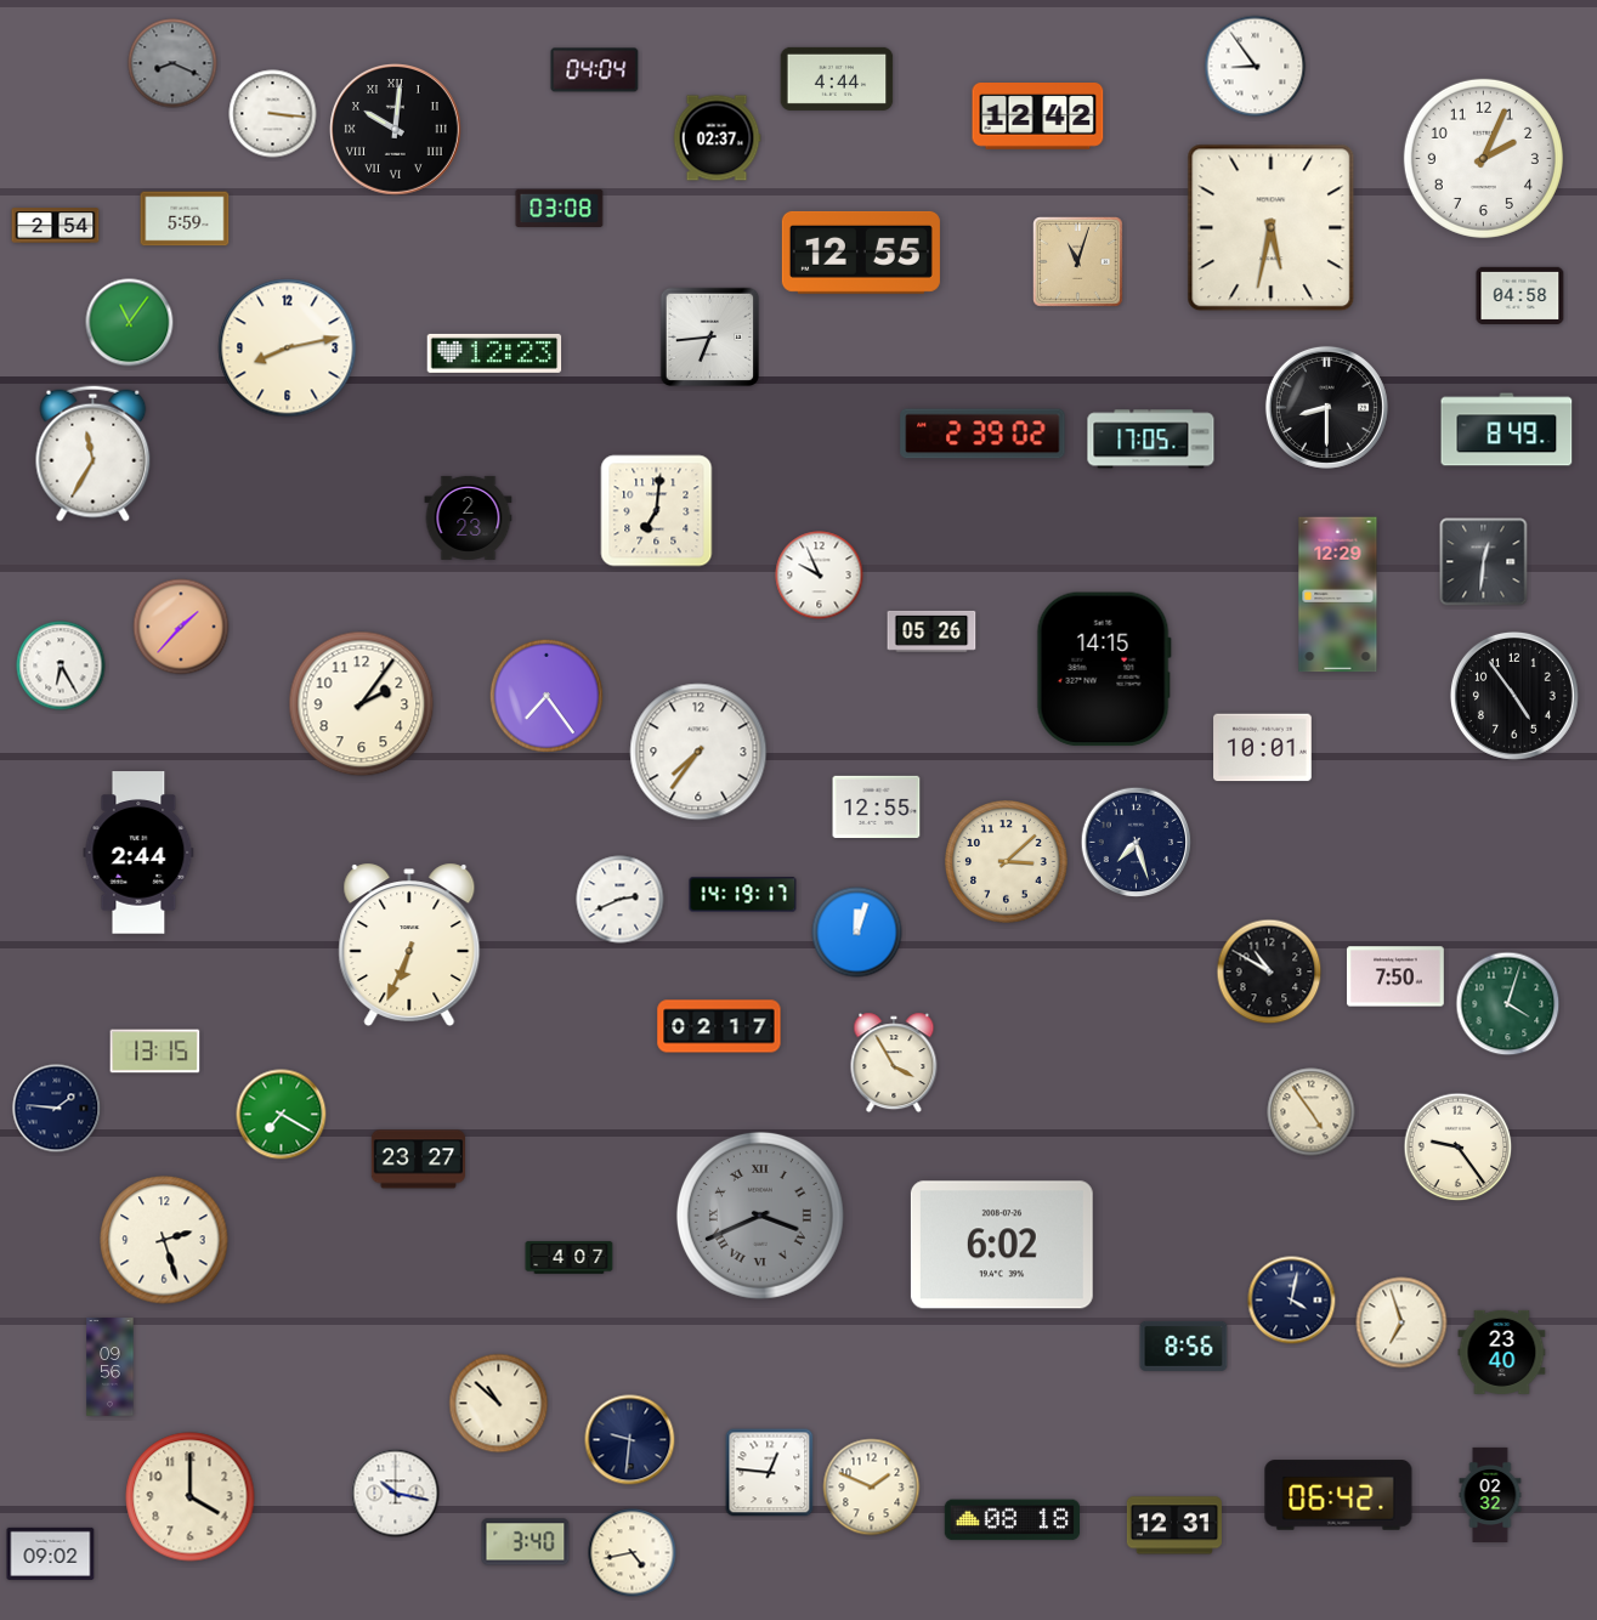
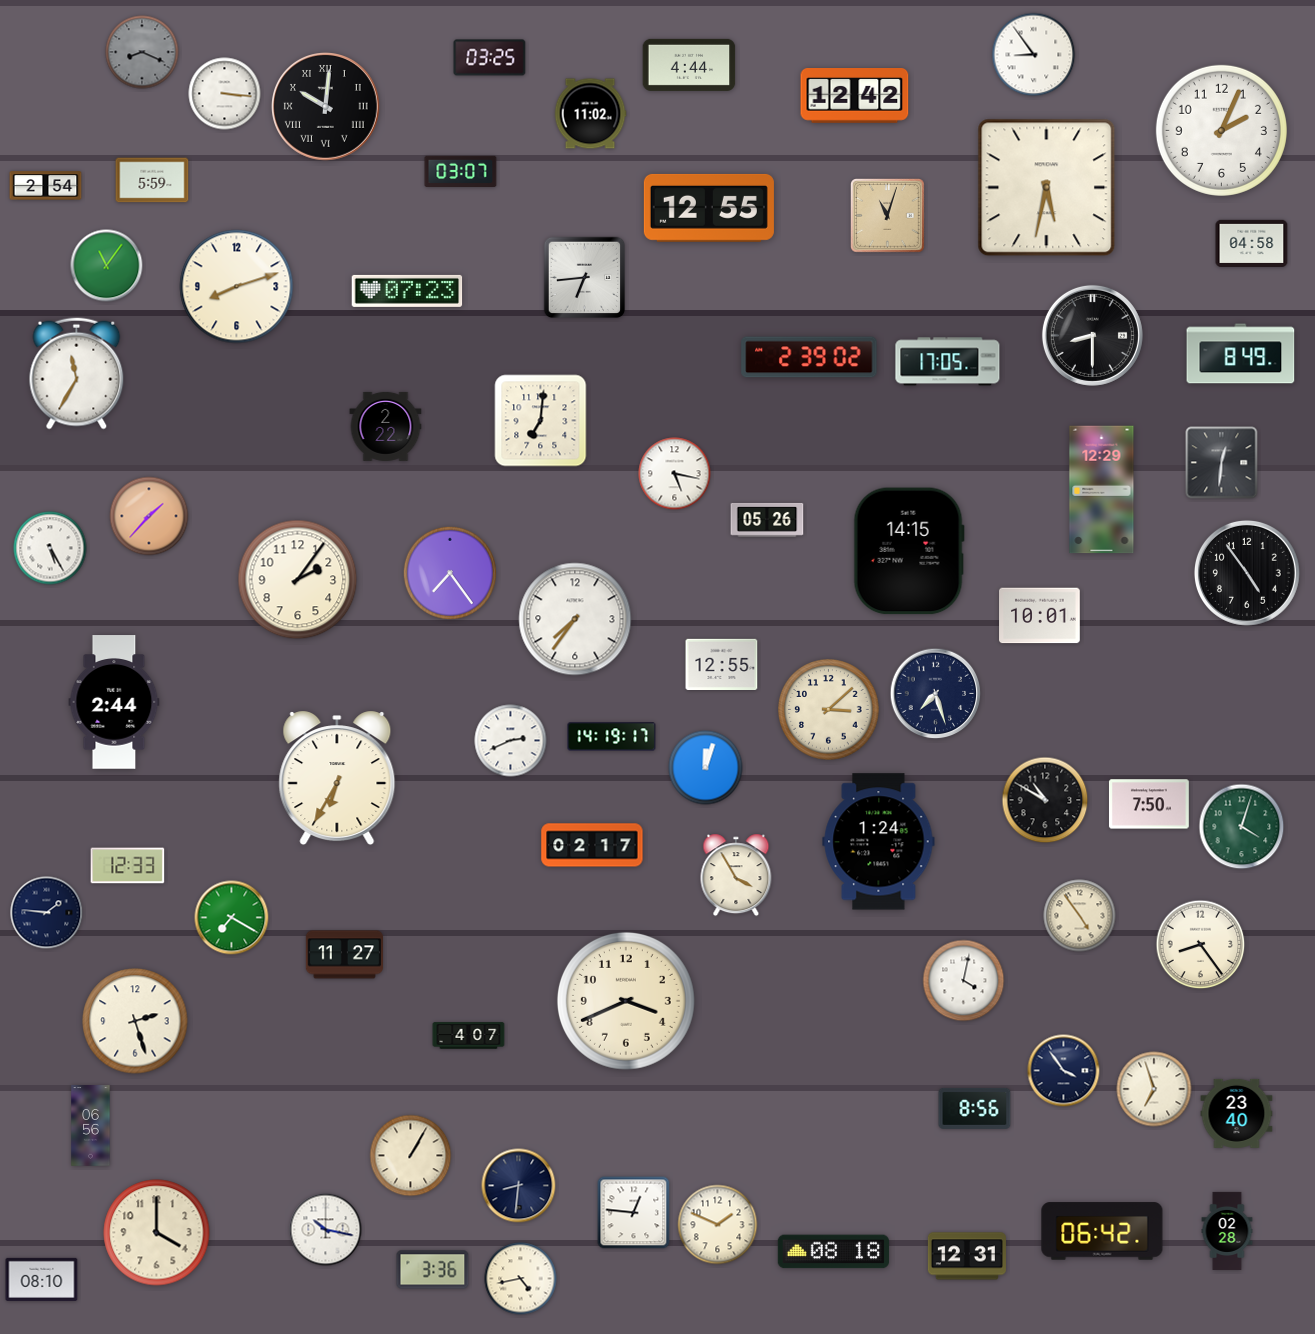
clock at (595, 70): 04:04 -> 03:25
clock at (717, 138): 02:37 -> 11:02
clock at (560, 208): 03:08 -> 03:07
clock at (288, 349): 8:13 -> 8:12
clock at (494, 353): 12:23 -> 07:23
clock at (469, 517): 2:23 -> 2:22
clock at (820, 576): 9:56 -> 5:17
clock at (61, 665): 6:25 -> 5:25
clock at (409, 945): 6:34 -> 6:35
clock at (879, 842): none -> 1:24
clock at (155, 1052): 13:15 -> 12:33
clock at (1459, 1148): 9:24 -> 8:24
clock at (418, 1160): 23:27 -> 11:27
clock at (964, 981): none -> 4:02
clock at (760, 1216) dial: grey -> cream
clock at (760, 1216) numerals: Roman -> Arabic
clock at (1002, 1245): 6:02 -> none
clock at (1292, 1301): 4:02 -> 3:54
clock at (111, 1367): 09:56 -> 06:56
clock at (499, 1404): 10:52 -> 1:05
clock at (630, 1440): 9:31 -> 8:31
clock at (1490, 1495): 02:32 -> 02:28
clock at (526, 1542): 3:40 -> 3:36
clock at (51, 1553): 09:02 -> 08:10
